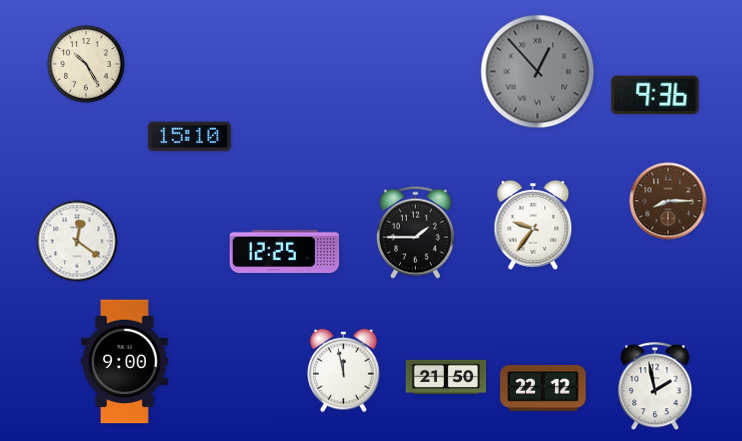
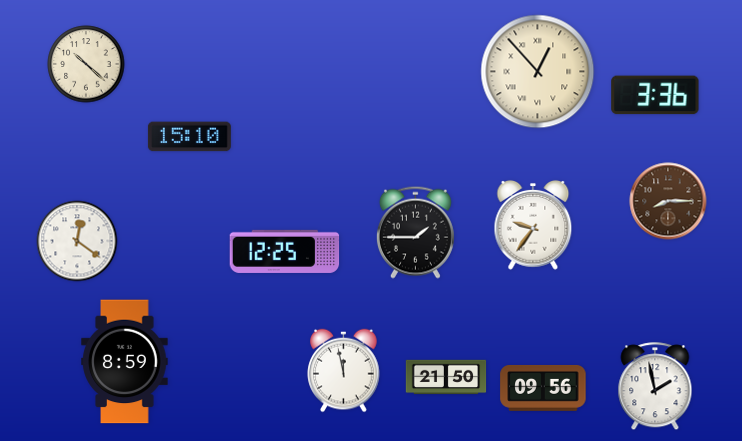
clock at (86, 64): 10:25 -> 10:22
clock at (538, 72) dial: grey -> cream
clock at (655, 95): 9:36 -> 3:36
clock at (125, 362): 9:00 -> 8:59
clock at (543, 388): 22:12 -> 09:56
